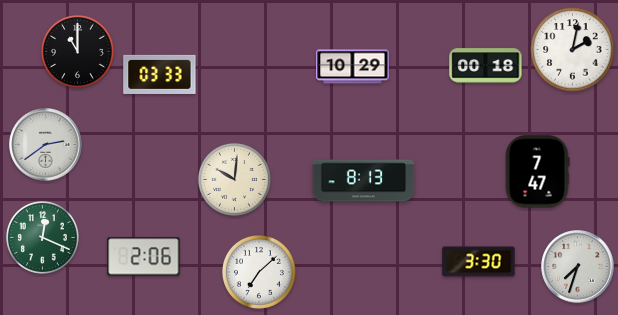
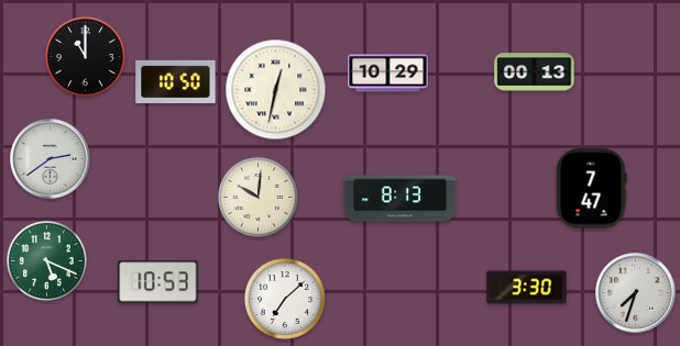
clock at (573, 50): 2:02 -> none
clock at (486, 66): 00:18 -> 00:13
clock at (160, 74): 03:33 -> 10:50
clock at (276, 90): none -> 12:32
clock at (42, 237): 12:19 -> 5:19
clock at (144, 257): 2:06 -> 10:53
